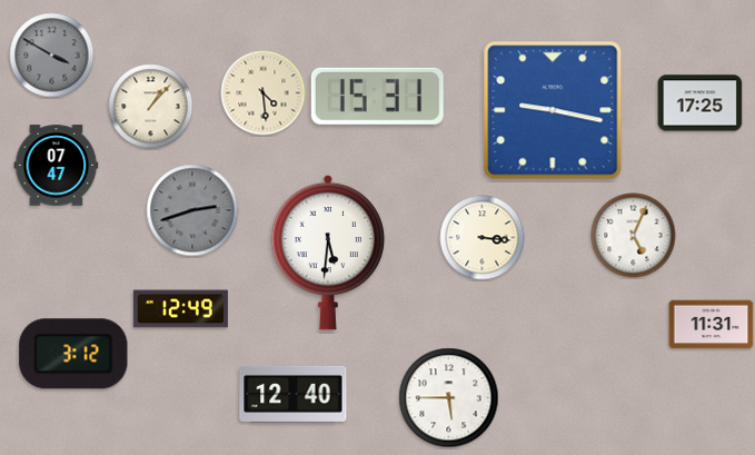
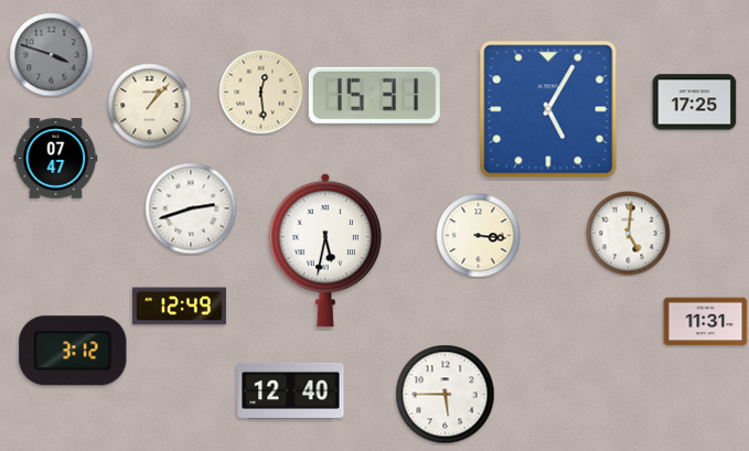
clock at (52, 56): 3:50 -> 3:48
clock at (264, 93): 4:29 -> 12:29
clock at (553, 110): 9:17 -> 5:05
clock at (57, 166) position: (57, 166) -> (56, 159)
clock at (192, 210) dial: grey -> white
clock at (634, 236): 5:04 -> 5:01
clock at (328, 253): 5:31 -> 5:32
